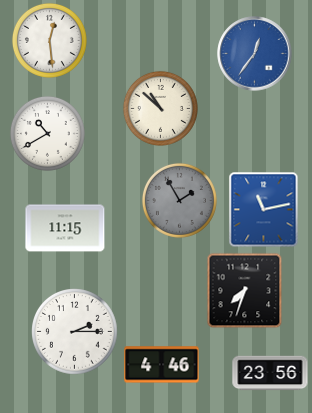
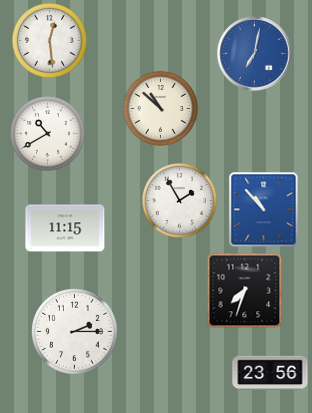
clock at (255, 54): 12:36 -> 7:02
clock at (179, 200) dial: grey -> white
clock at (264, 210): 11:13 -> 10:53
clock at (162, 365): 4:46 -> none
